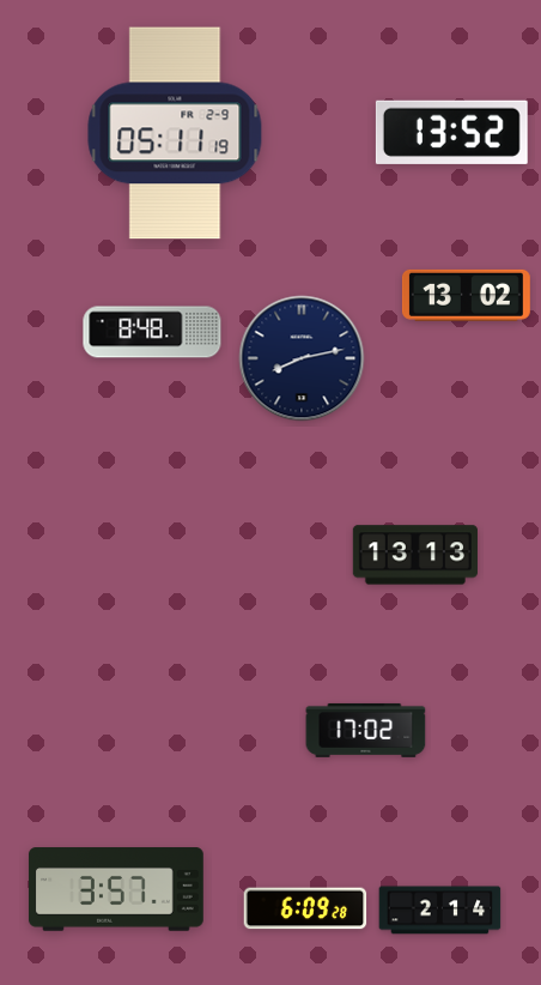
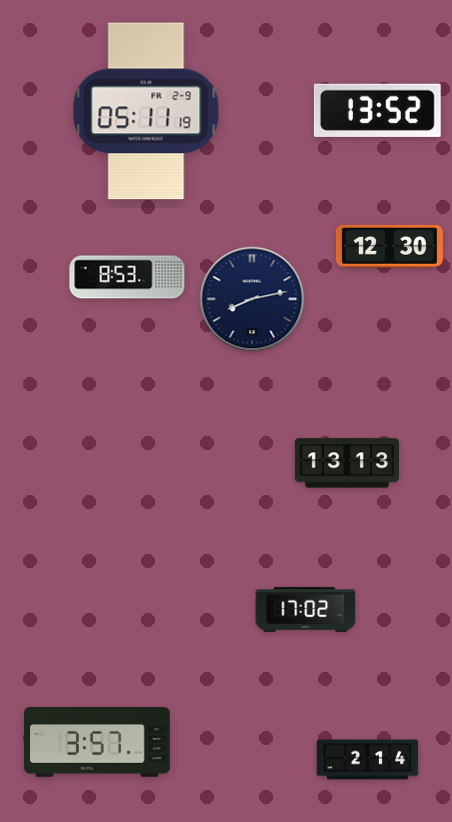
clock at (466, 295): 13:02 -> 12:30
clock at (152, 332): 8:48 -> 8:53
clock at (305, 908): 6:09 -> none
